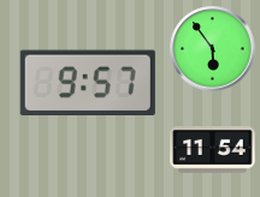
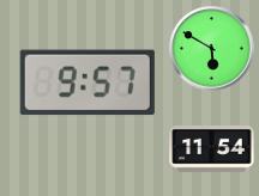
clock at (213, 49): 5:54 -> 5:50
